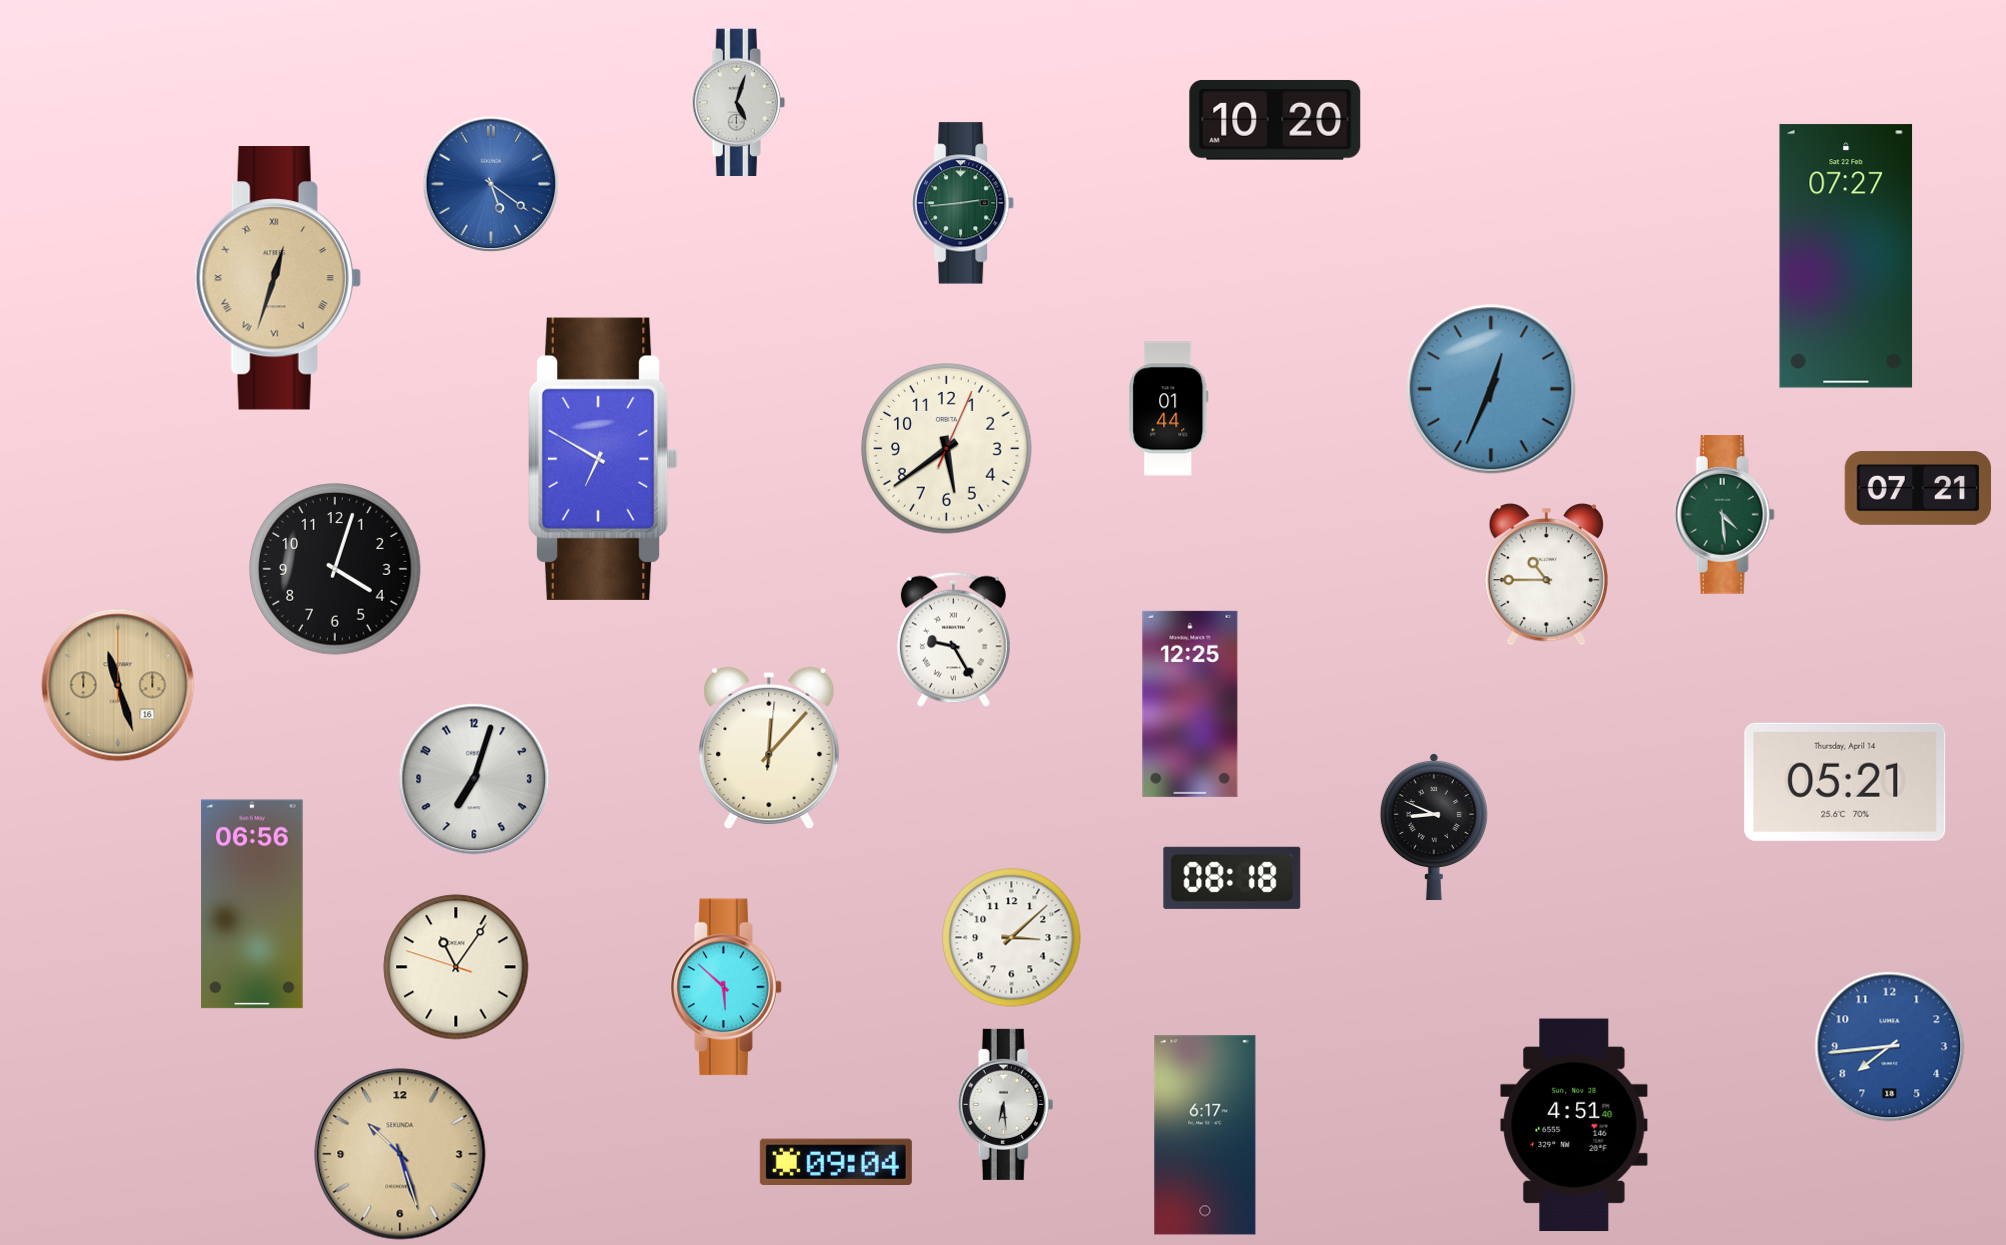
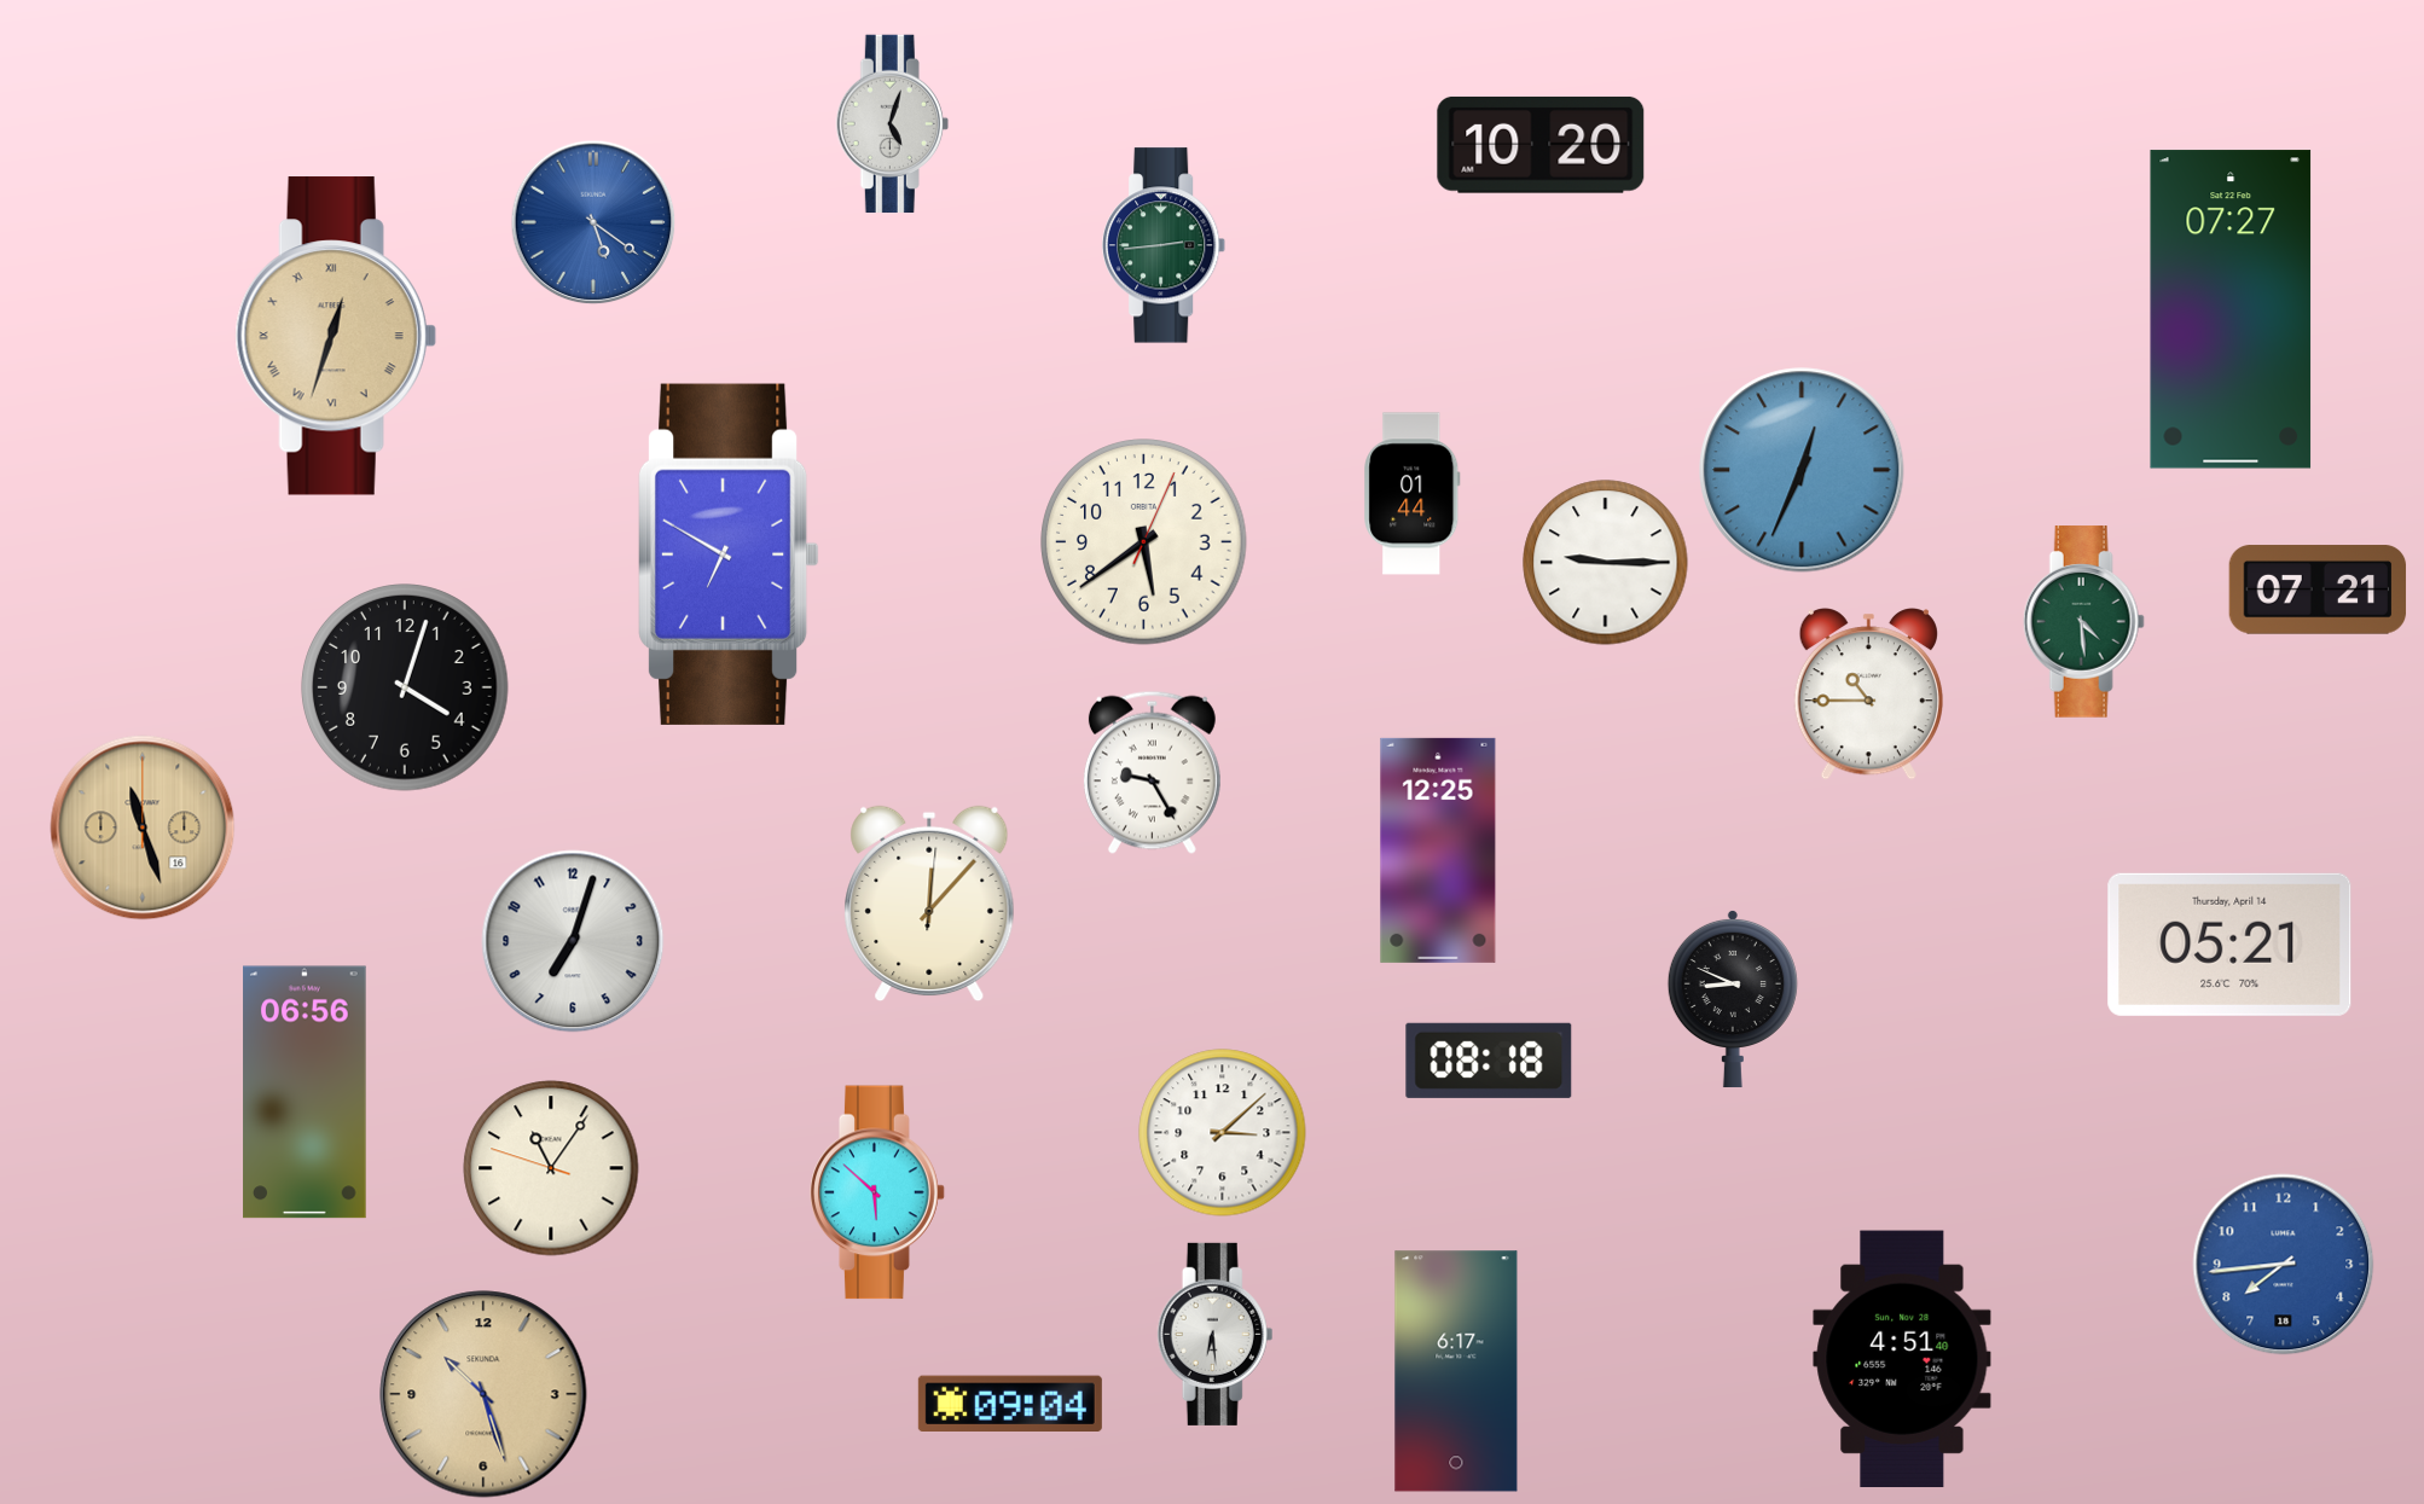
clock at (1606, 563): none -> 9:15
